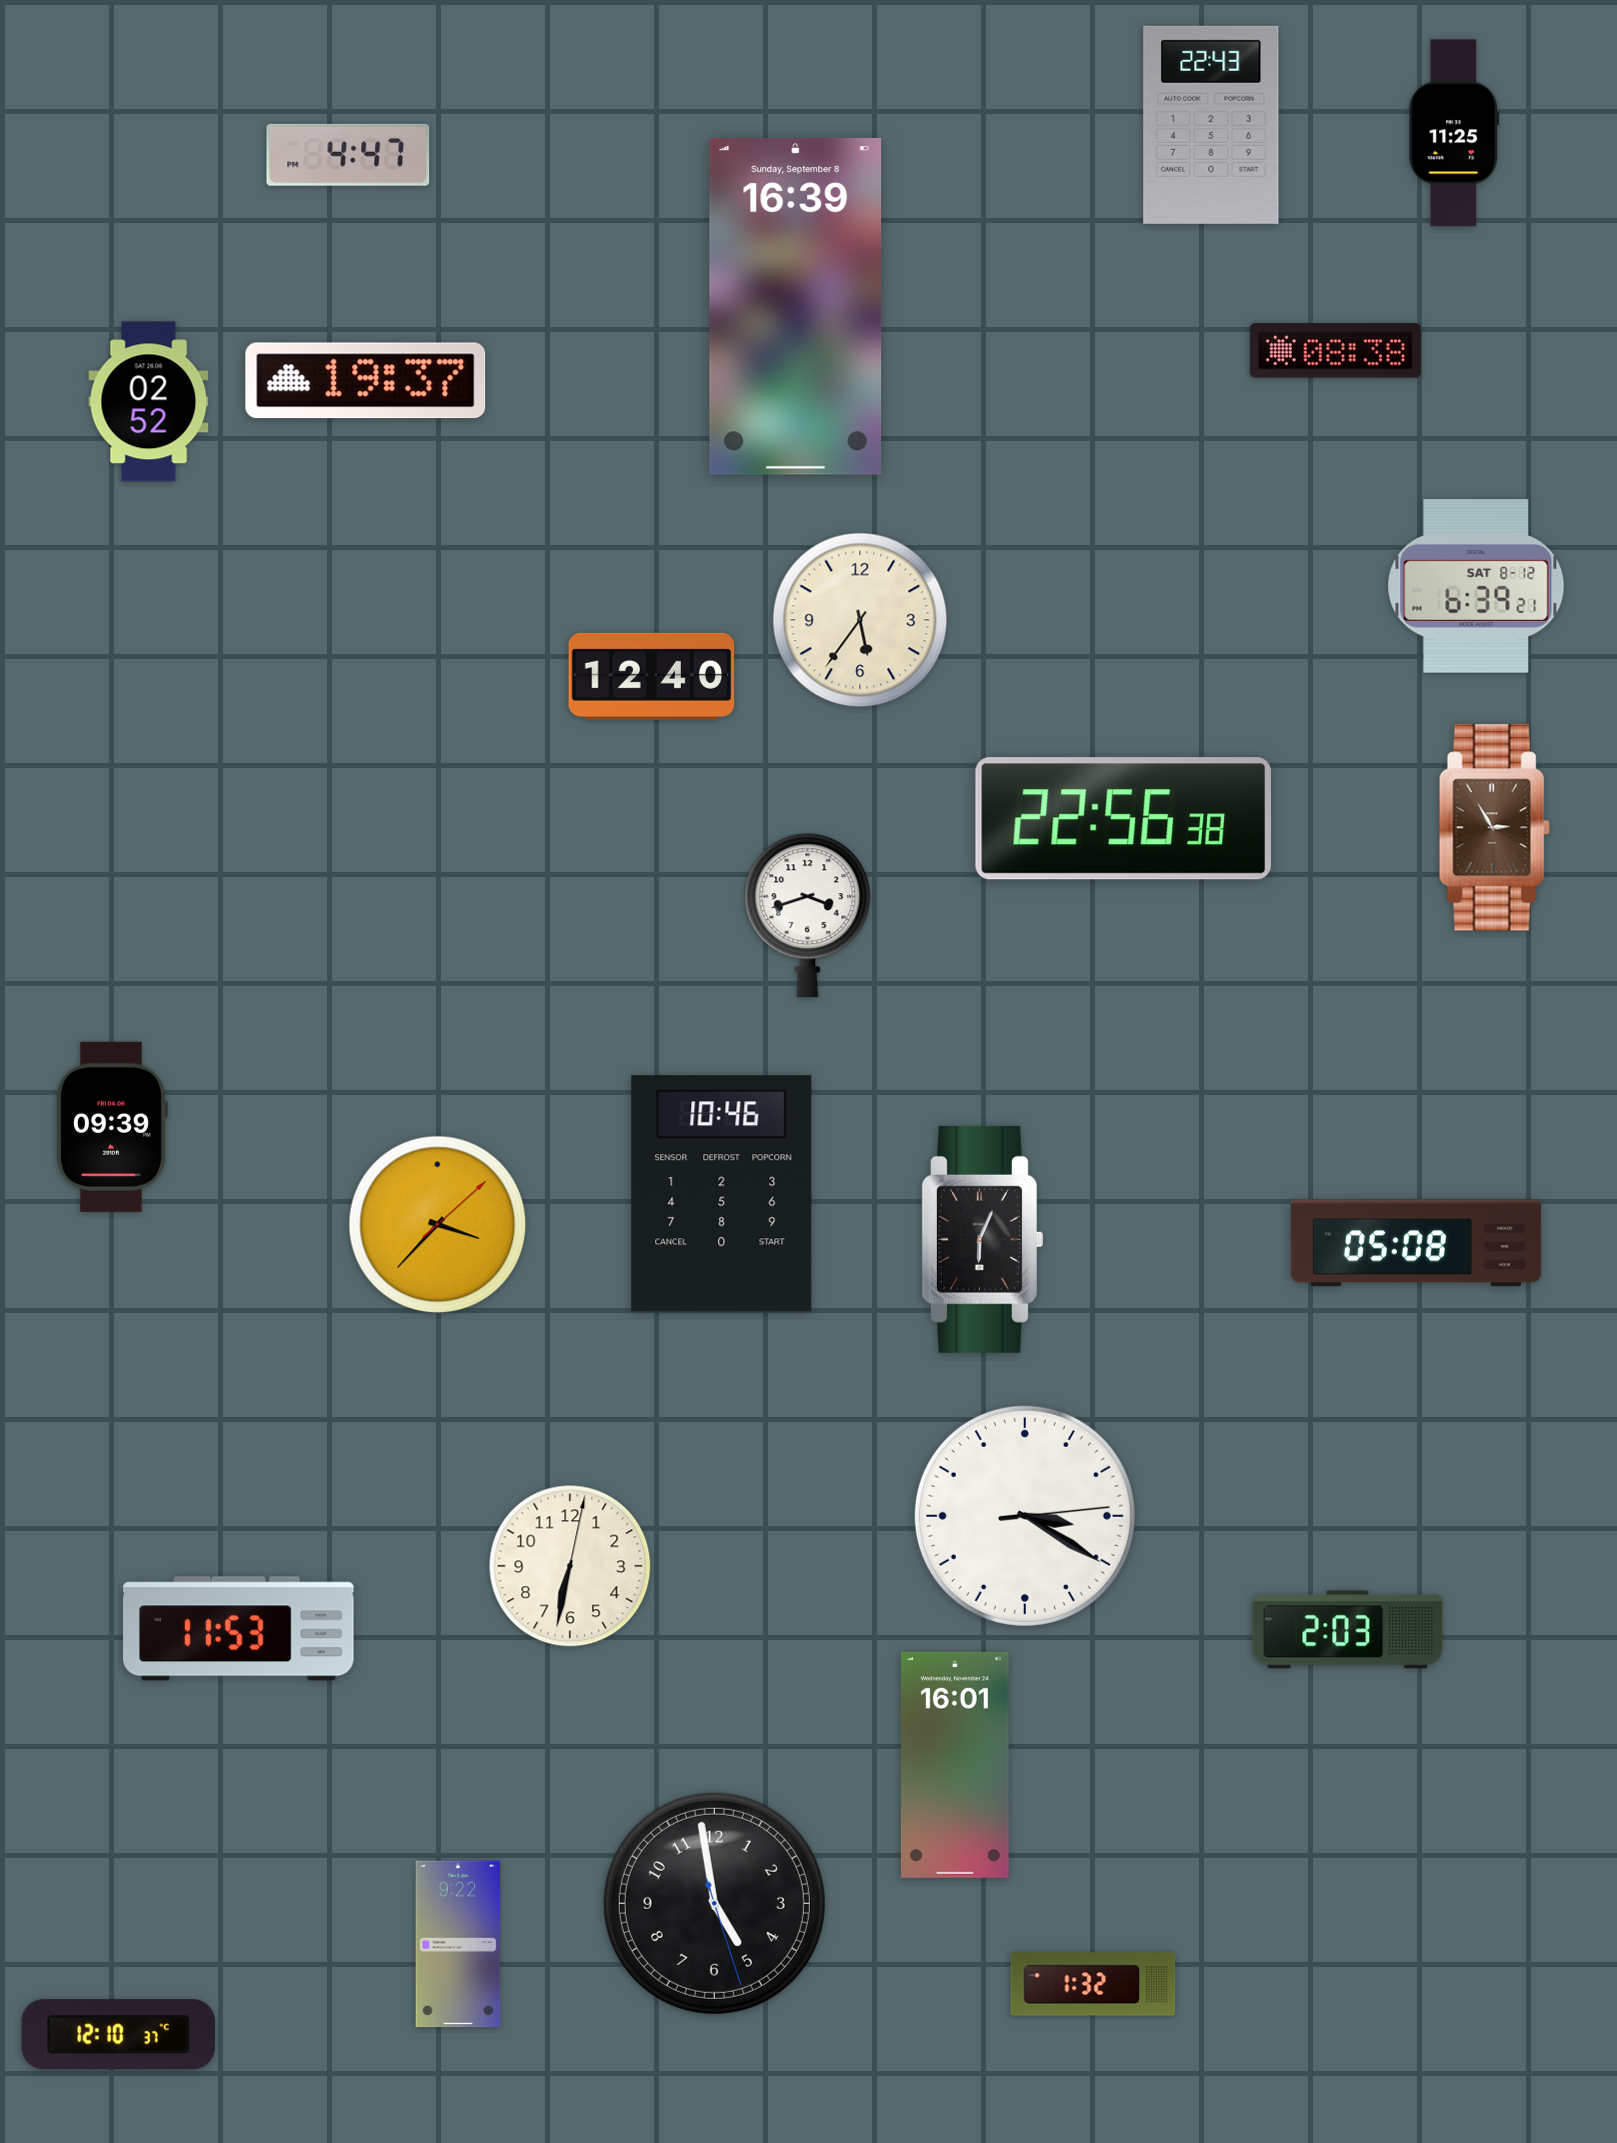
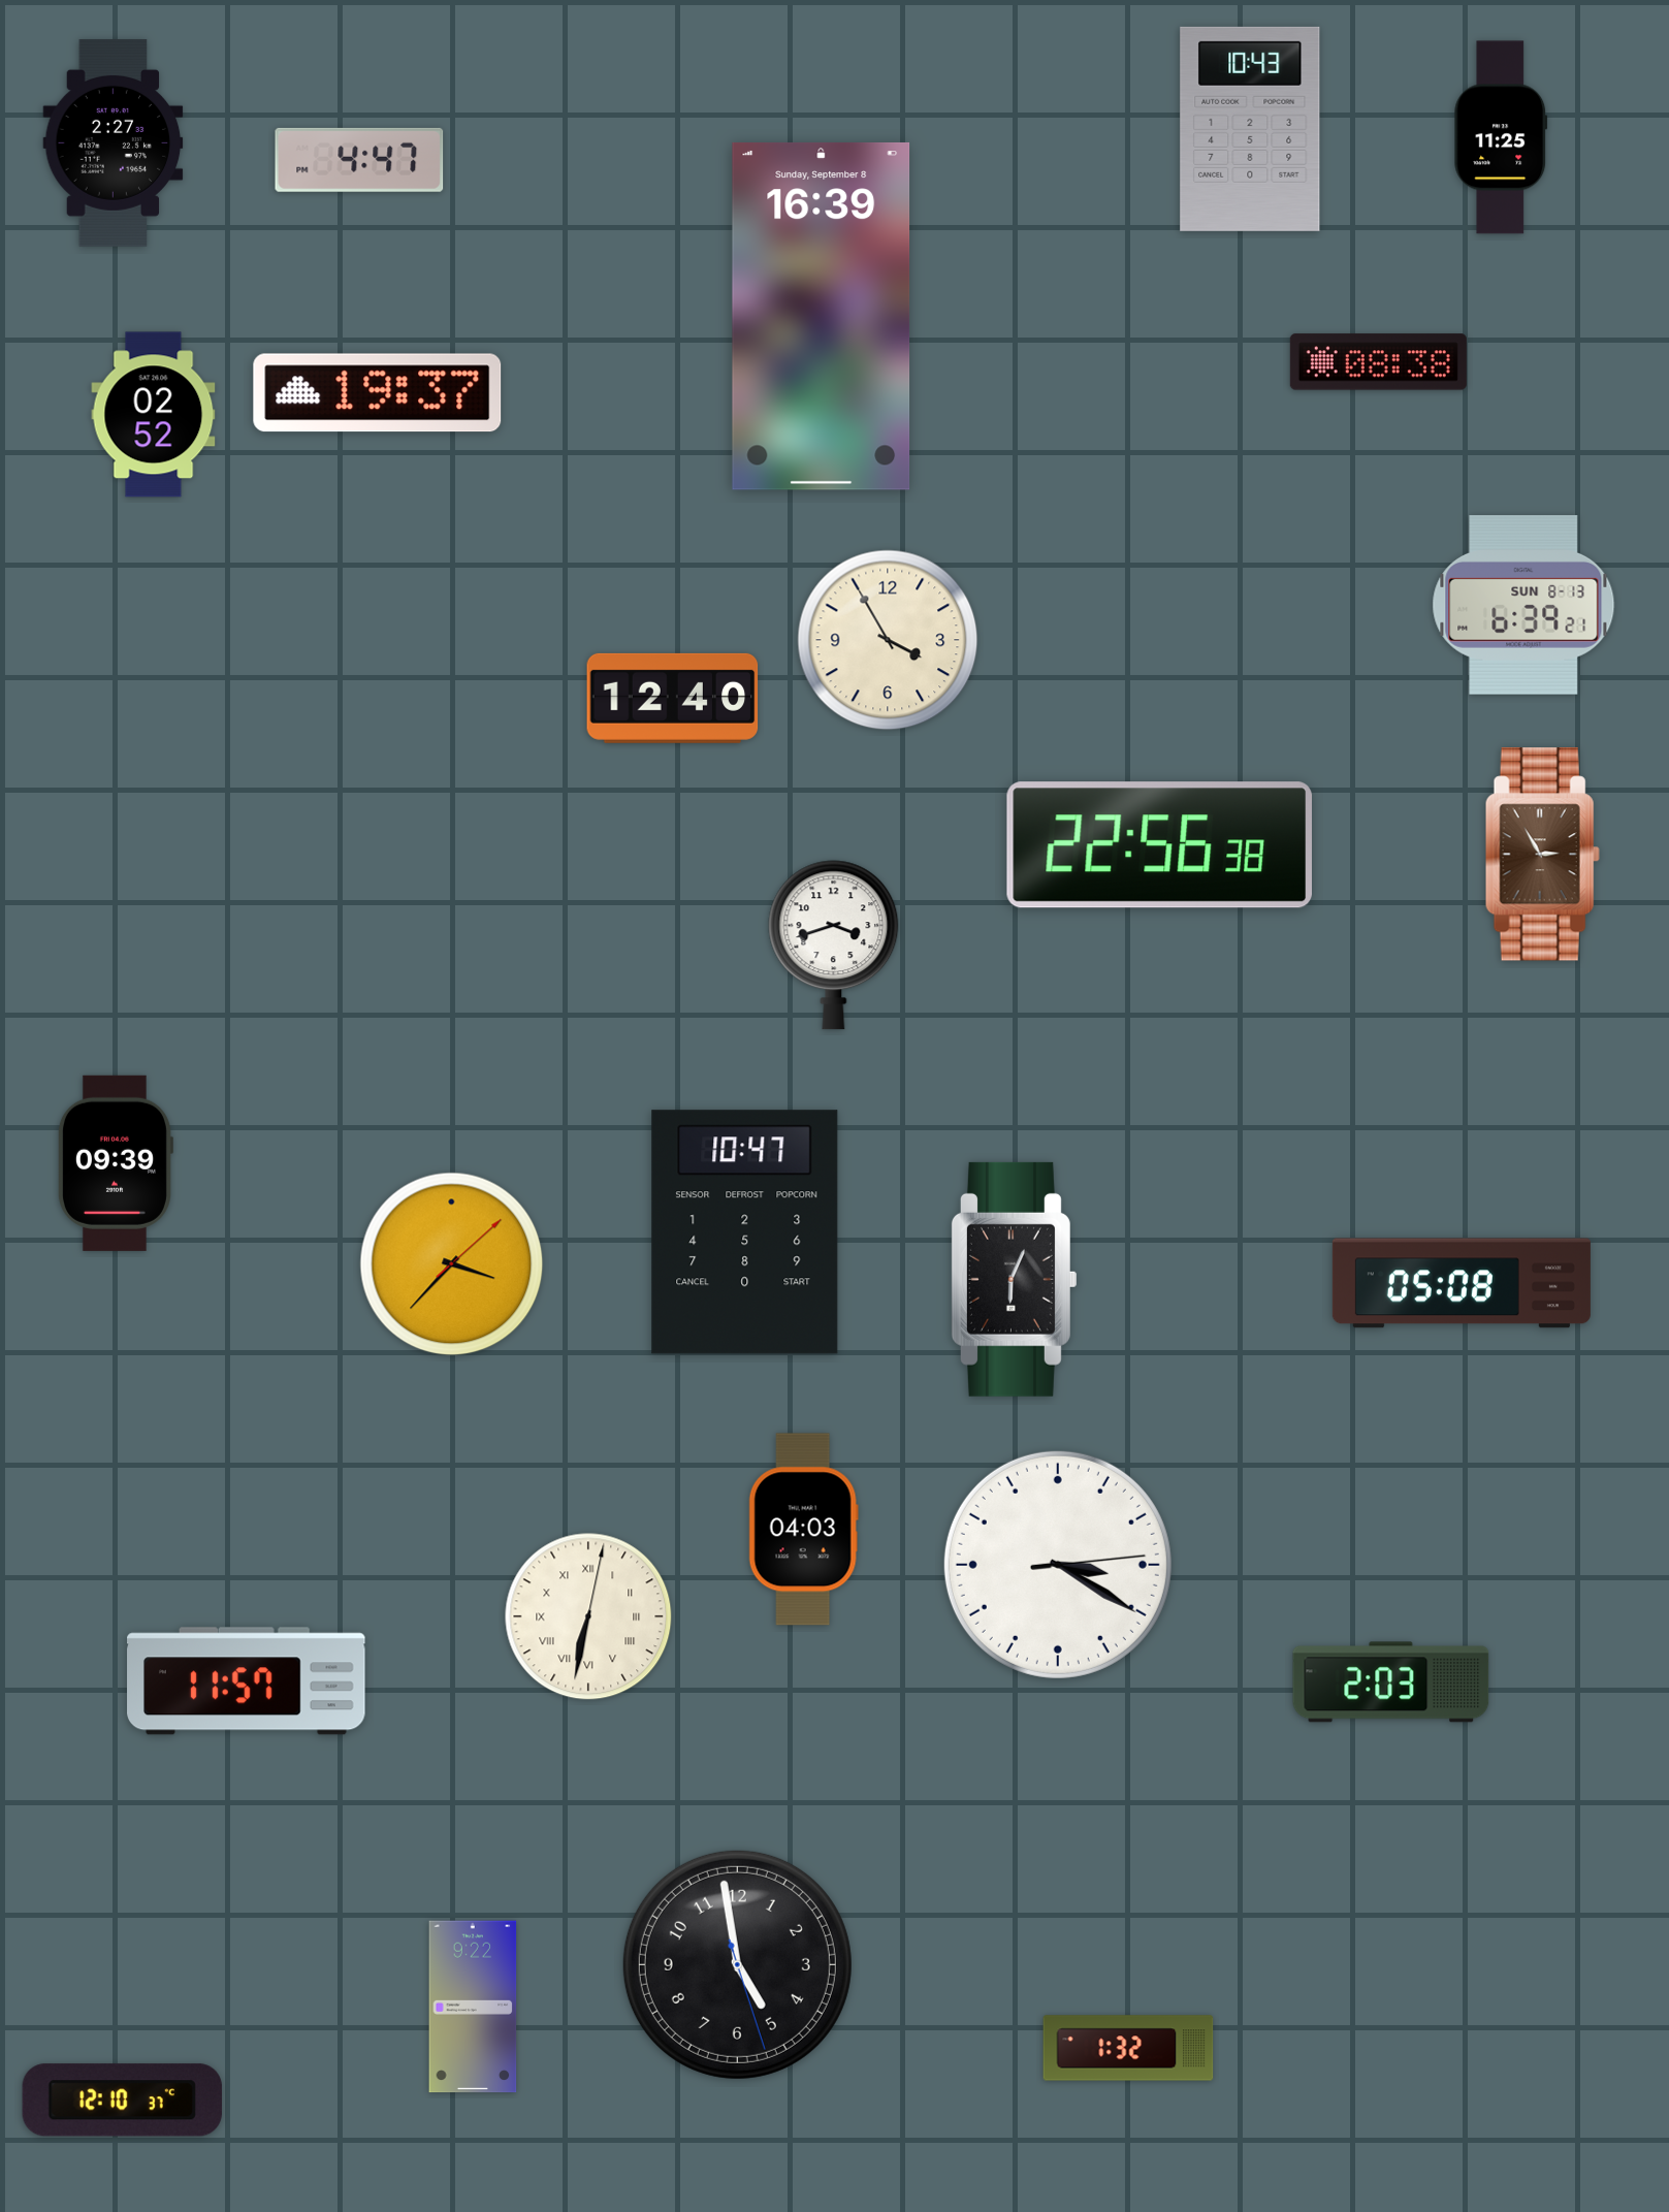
clock at (1211, 125): 22:43 -> 10:43
clock at (114, 142): none -> 2:27
clock at (1476, 586) date: SAT 8-12 -> SUN 8-13
clock at (860, 620): 5:36 -> 3:55
clock at (722, 1194): 10:46 -> 10:47
clock at (803, 1530): none -> 04:03
clock at (570, 1566) numerals: Arabic -> Roman
clock at (239, 1629): 11:53 -> 11:57
clock at (955, 1765): 16:01 -> none
